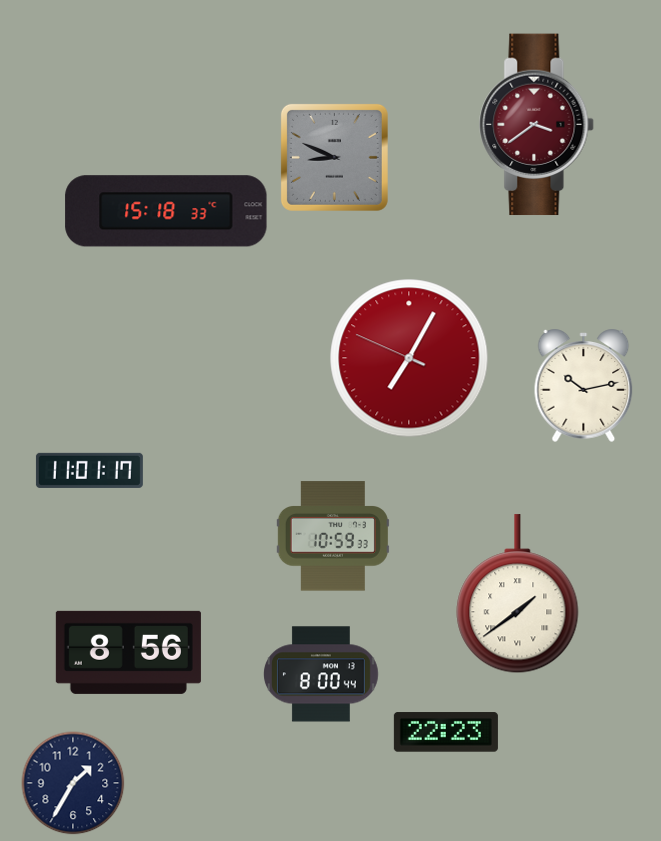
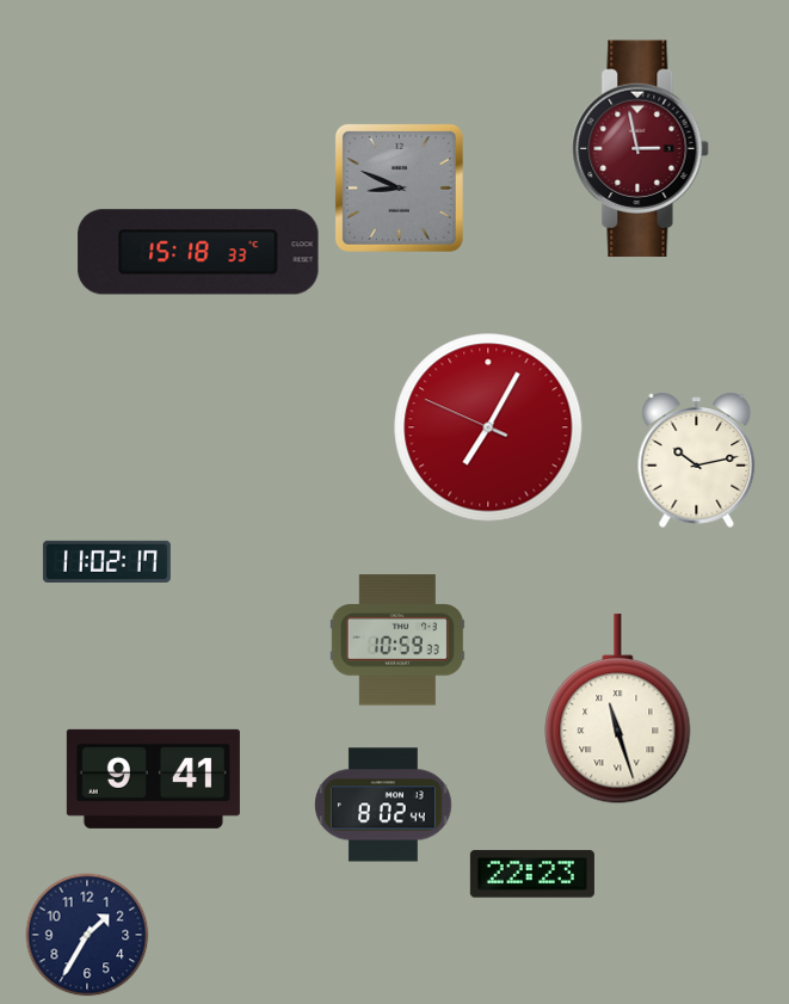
clock at (537, 125): 3:39 -> 2:58
clock at (89, 470): 11:01 -> 11:02
clock at (518, 594): 1:39 -> 11:27
clock at (128, 652): 8:56 -> 9:41
clock at (322, 674): 8:00 -> 8:02
